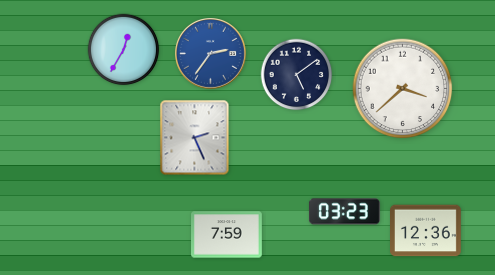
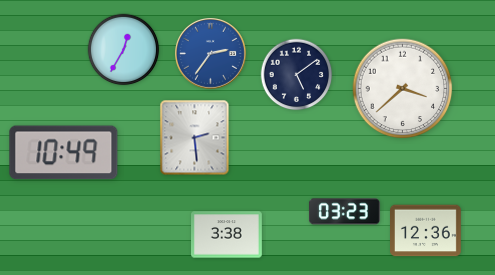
clock at (195, 138): 2:26 -> 2:29
clock at (64, 153): none -> 10:49
clock at (227, 235): 7:59 -> 3:38
